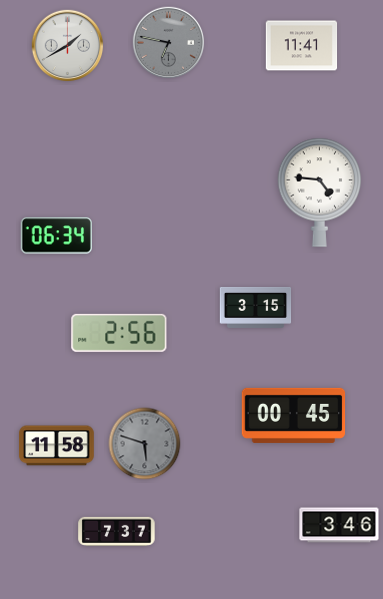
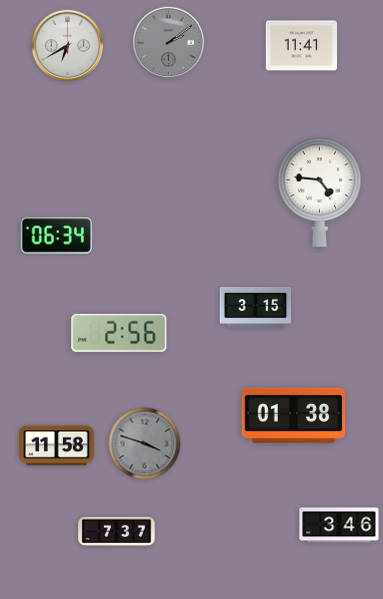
clock at (169, 43): 6:47 -> 2:09
clock at (68, 46): 1:40 -> 6:40
clock at (294, 415): 00:45 -> 01:38
clock at (145, 444): 5:48 -> 3:48
